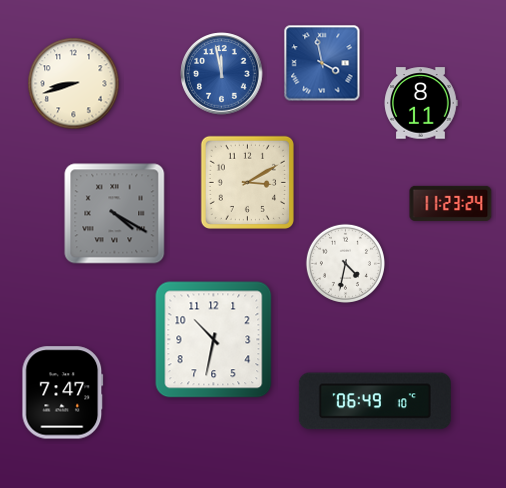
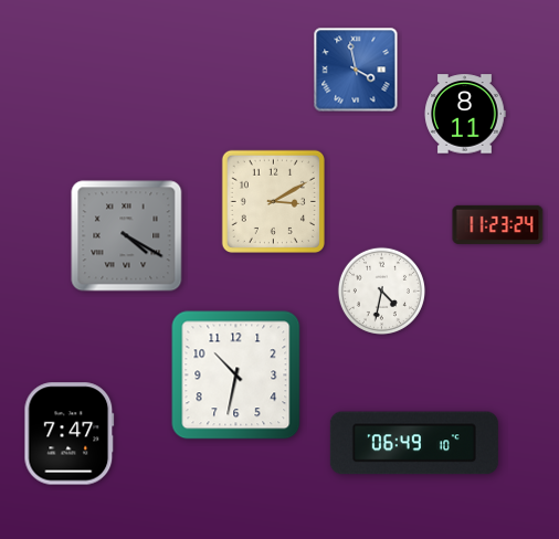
clock at (222, 74): 11:58 -> none
clock at (74, 84): 8:42 -> none
